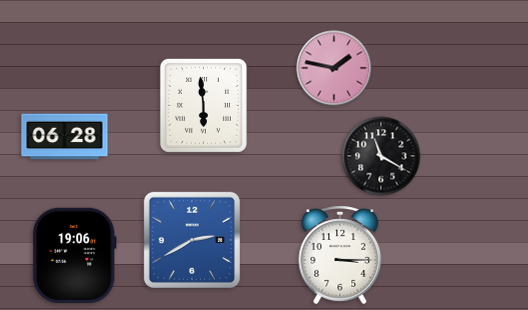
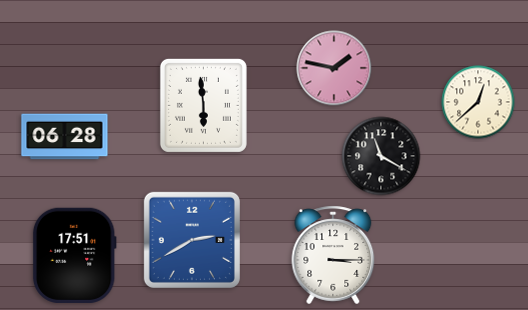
clock at (478, 102): none -> 12:38
clock at (74, 255): 19:06 -> 17:51
clock at (340, 255) position: (340, 255) -> (333, 255)
